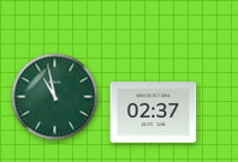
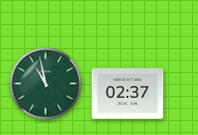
clock at (55, 97) position: (55, 97) -> (46, 84)
